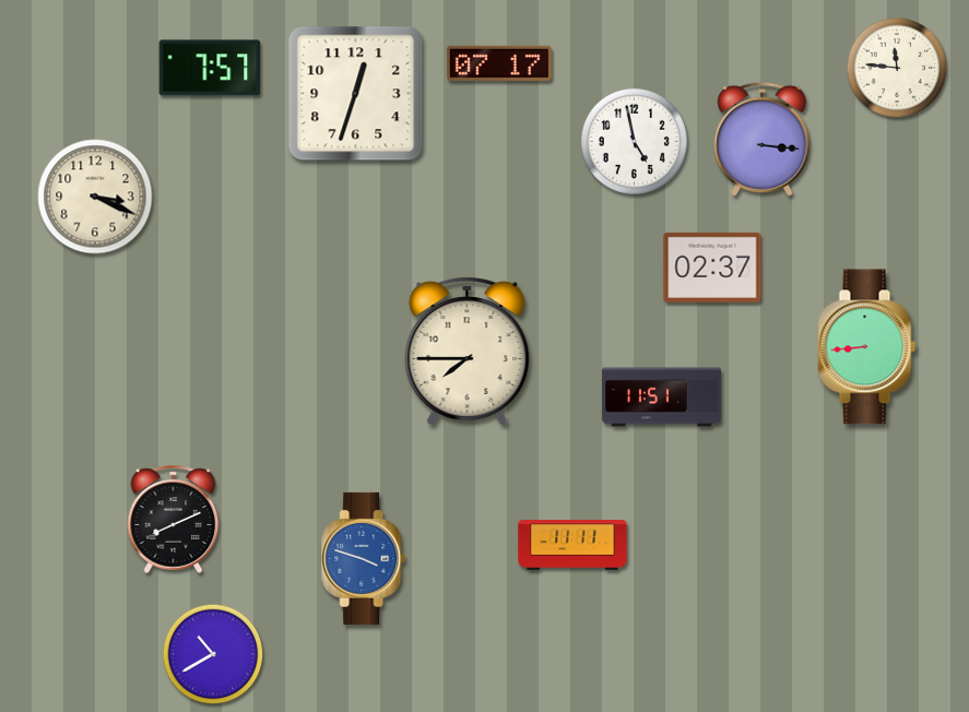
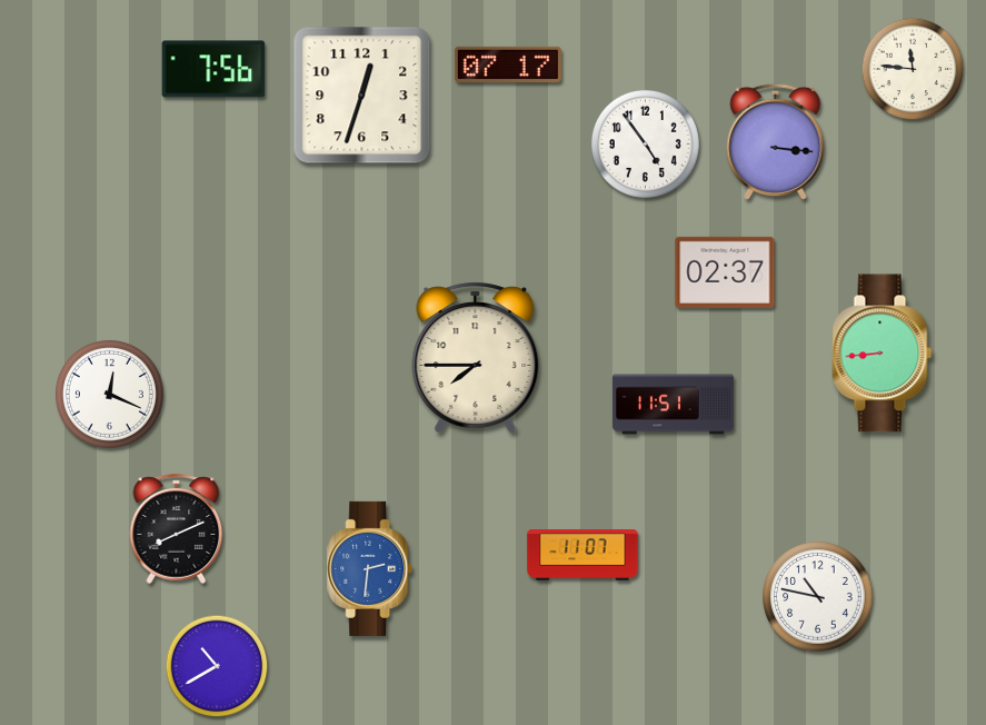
clock at (210, 68): 7:57 -> 7:56
clock at (634, 141): 4:58 -> 4:54
clock at (95, 197): 3:19 -> none
clock at (109, 394): none -> 12:19
clock at (572, 546): 11:11 -> 11:07
clock at (364, 558): 3:48 -> 2:31
clock at (818, 597): none -> 10:47
